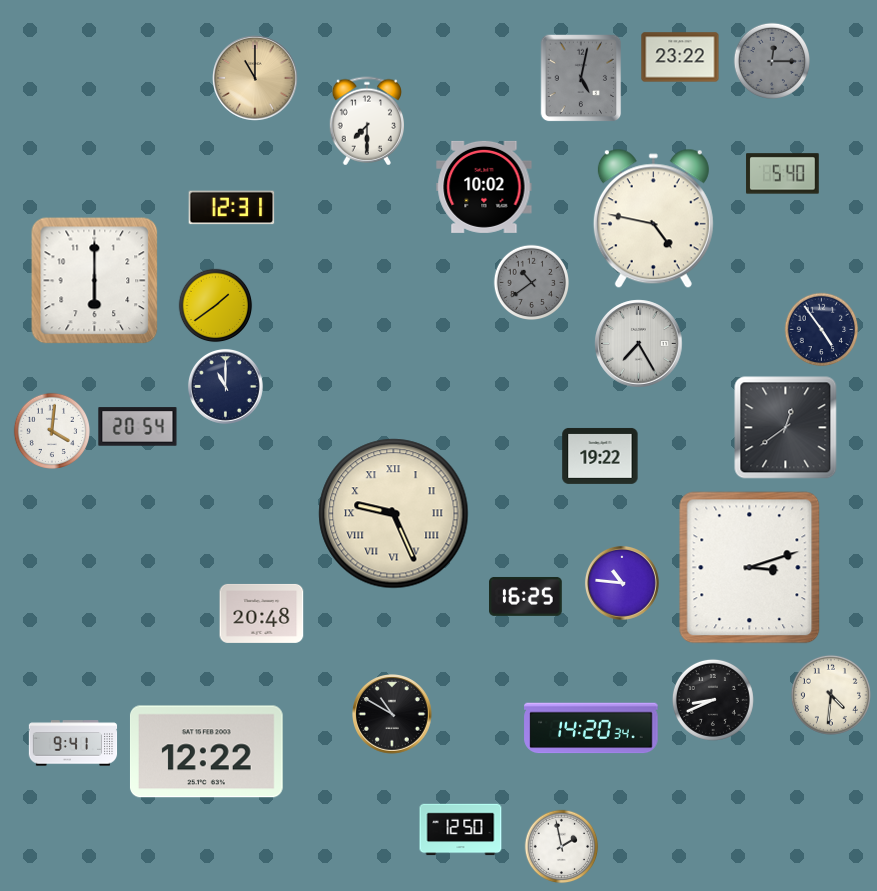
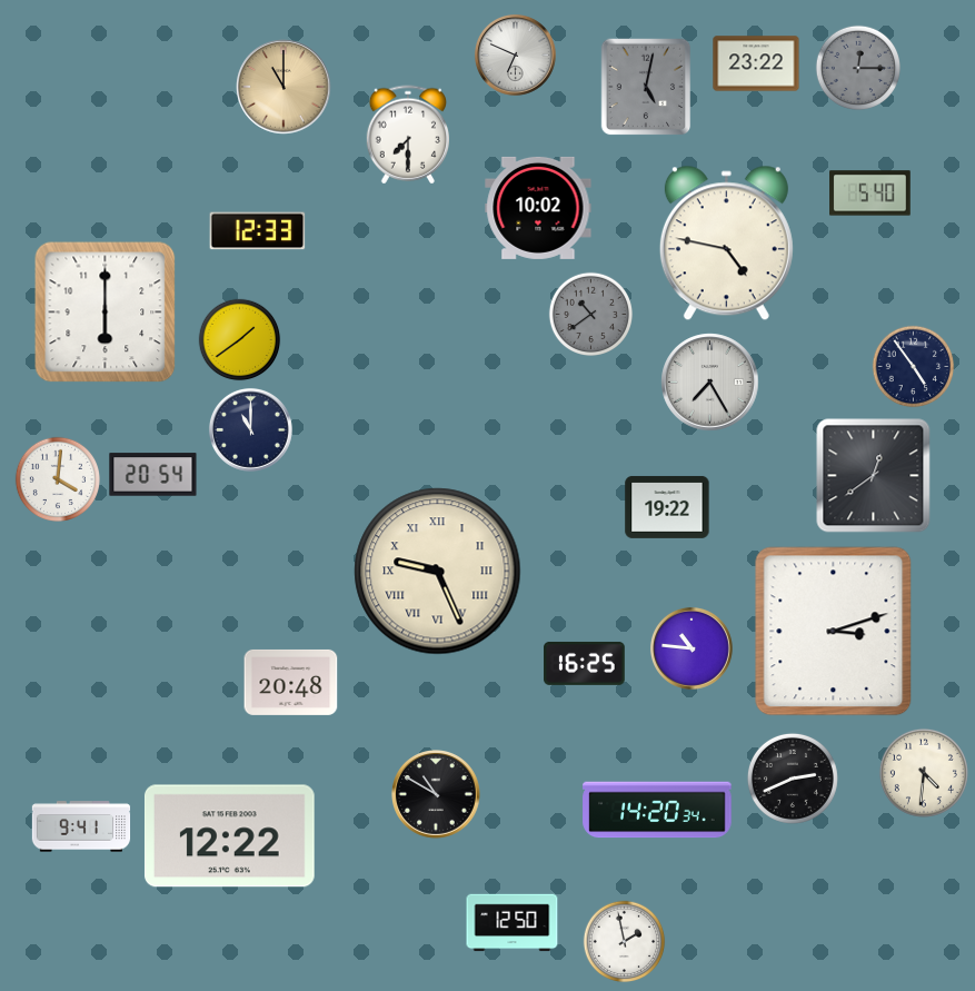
clock at (515, 54): none -> 6:49
clock at (232, 208): 12:31 -> 12:33
clock at (713, 700): 8:41 -> 2:41
